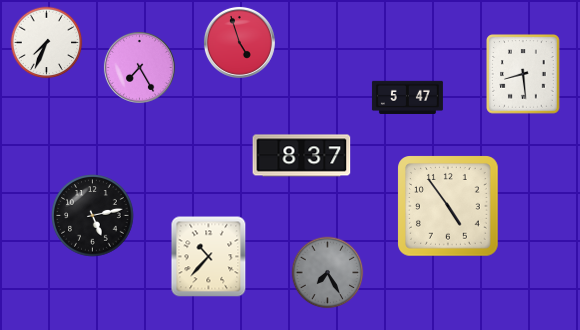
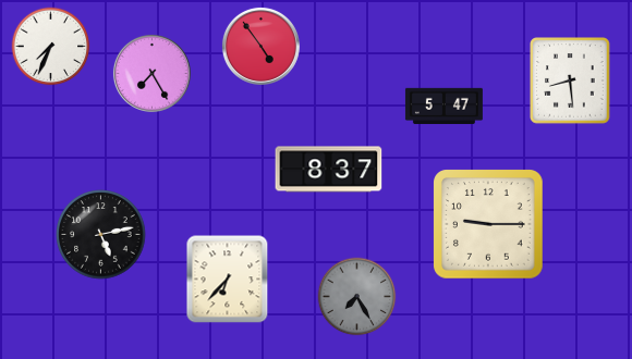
clock at (239, 42): 4:57 -> 4:54
clock at (448, 206): 4:54 -> 9:15
clock at (209, 257): 10:37 -> 6:37
